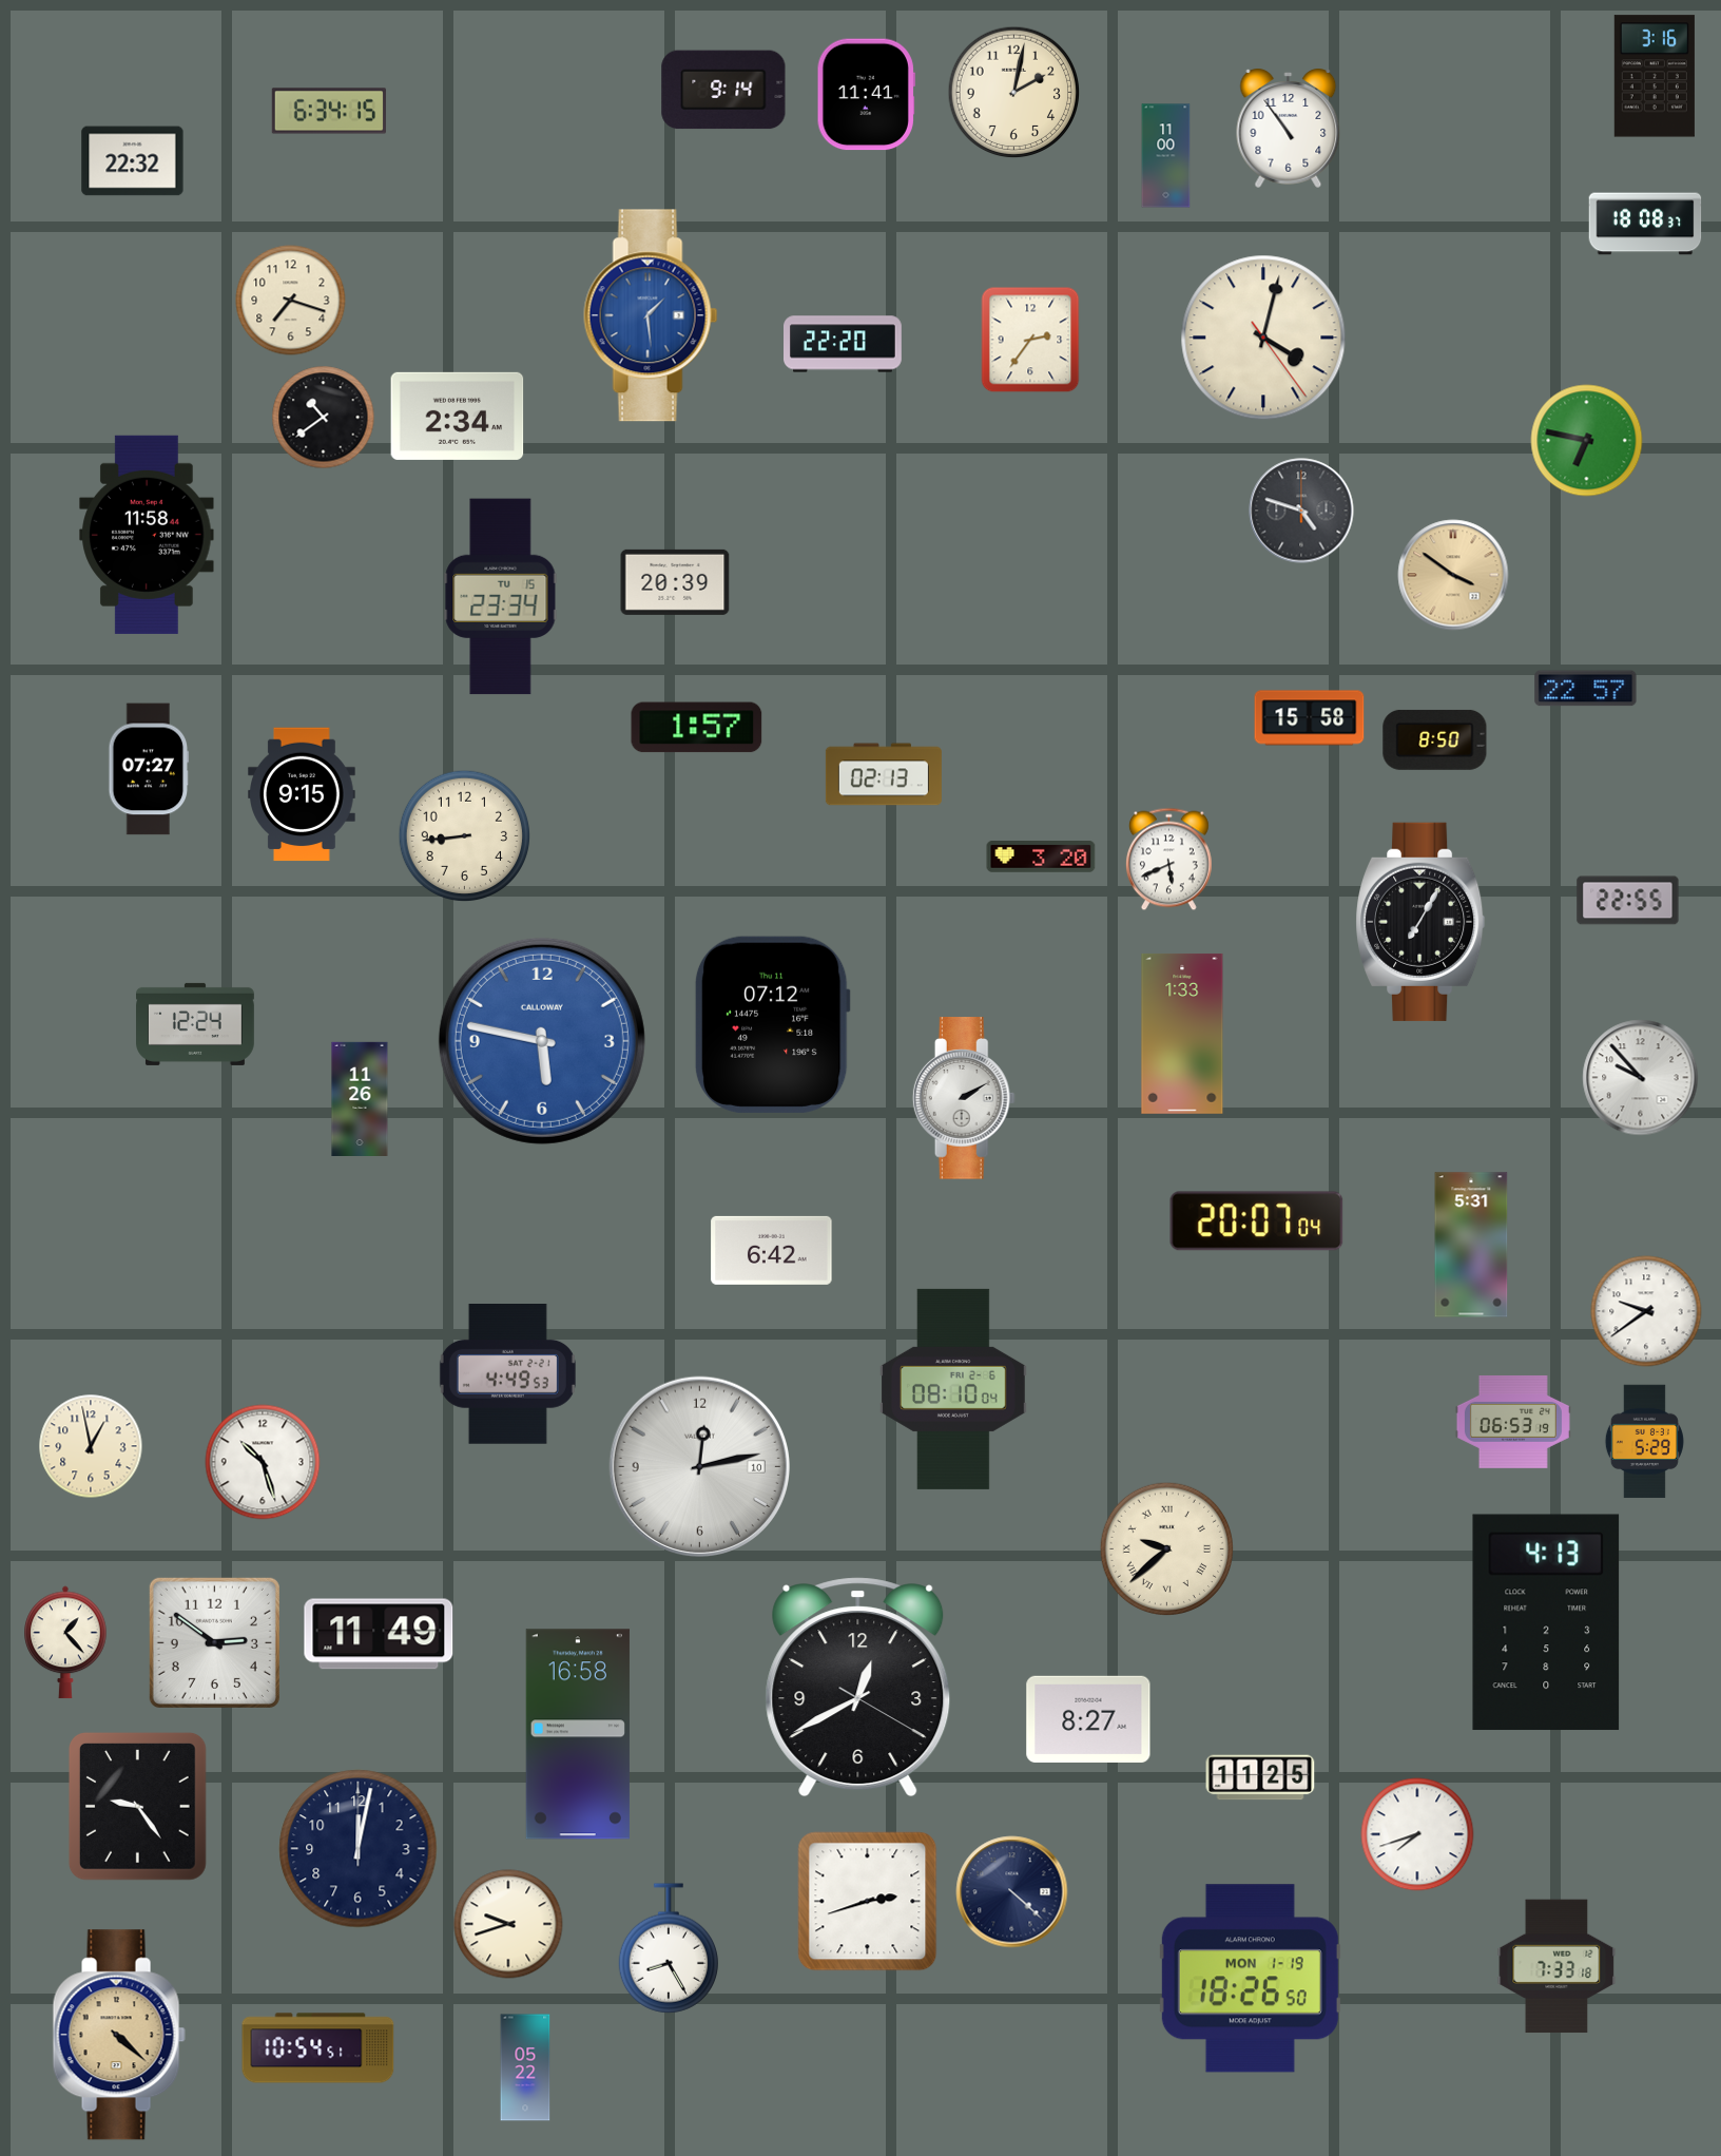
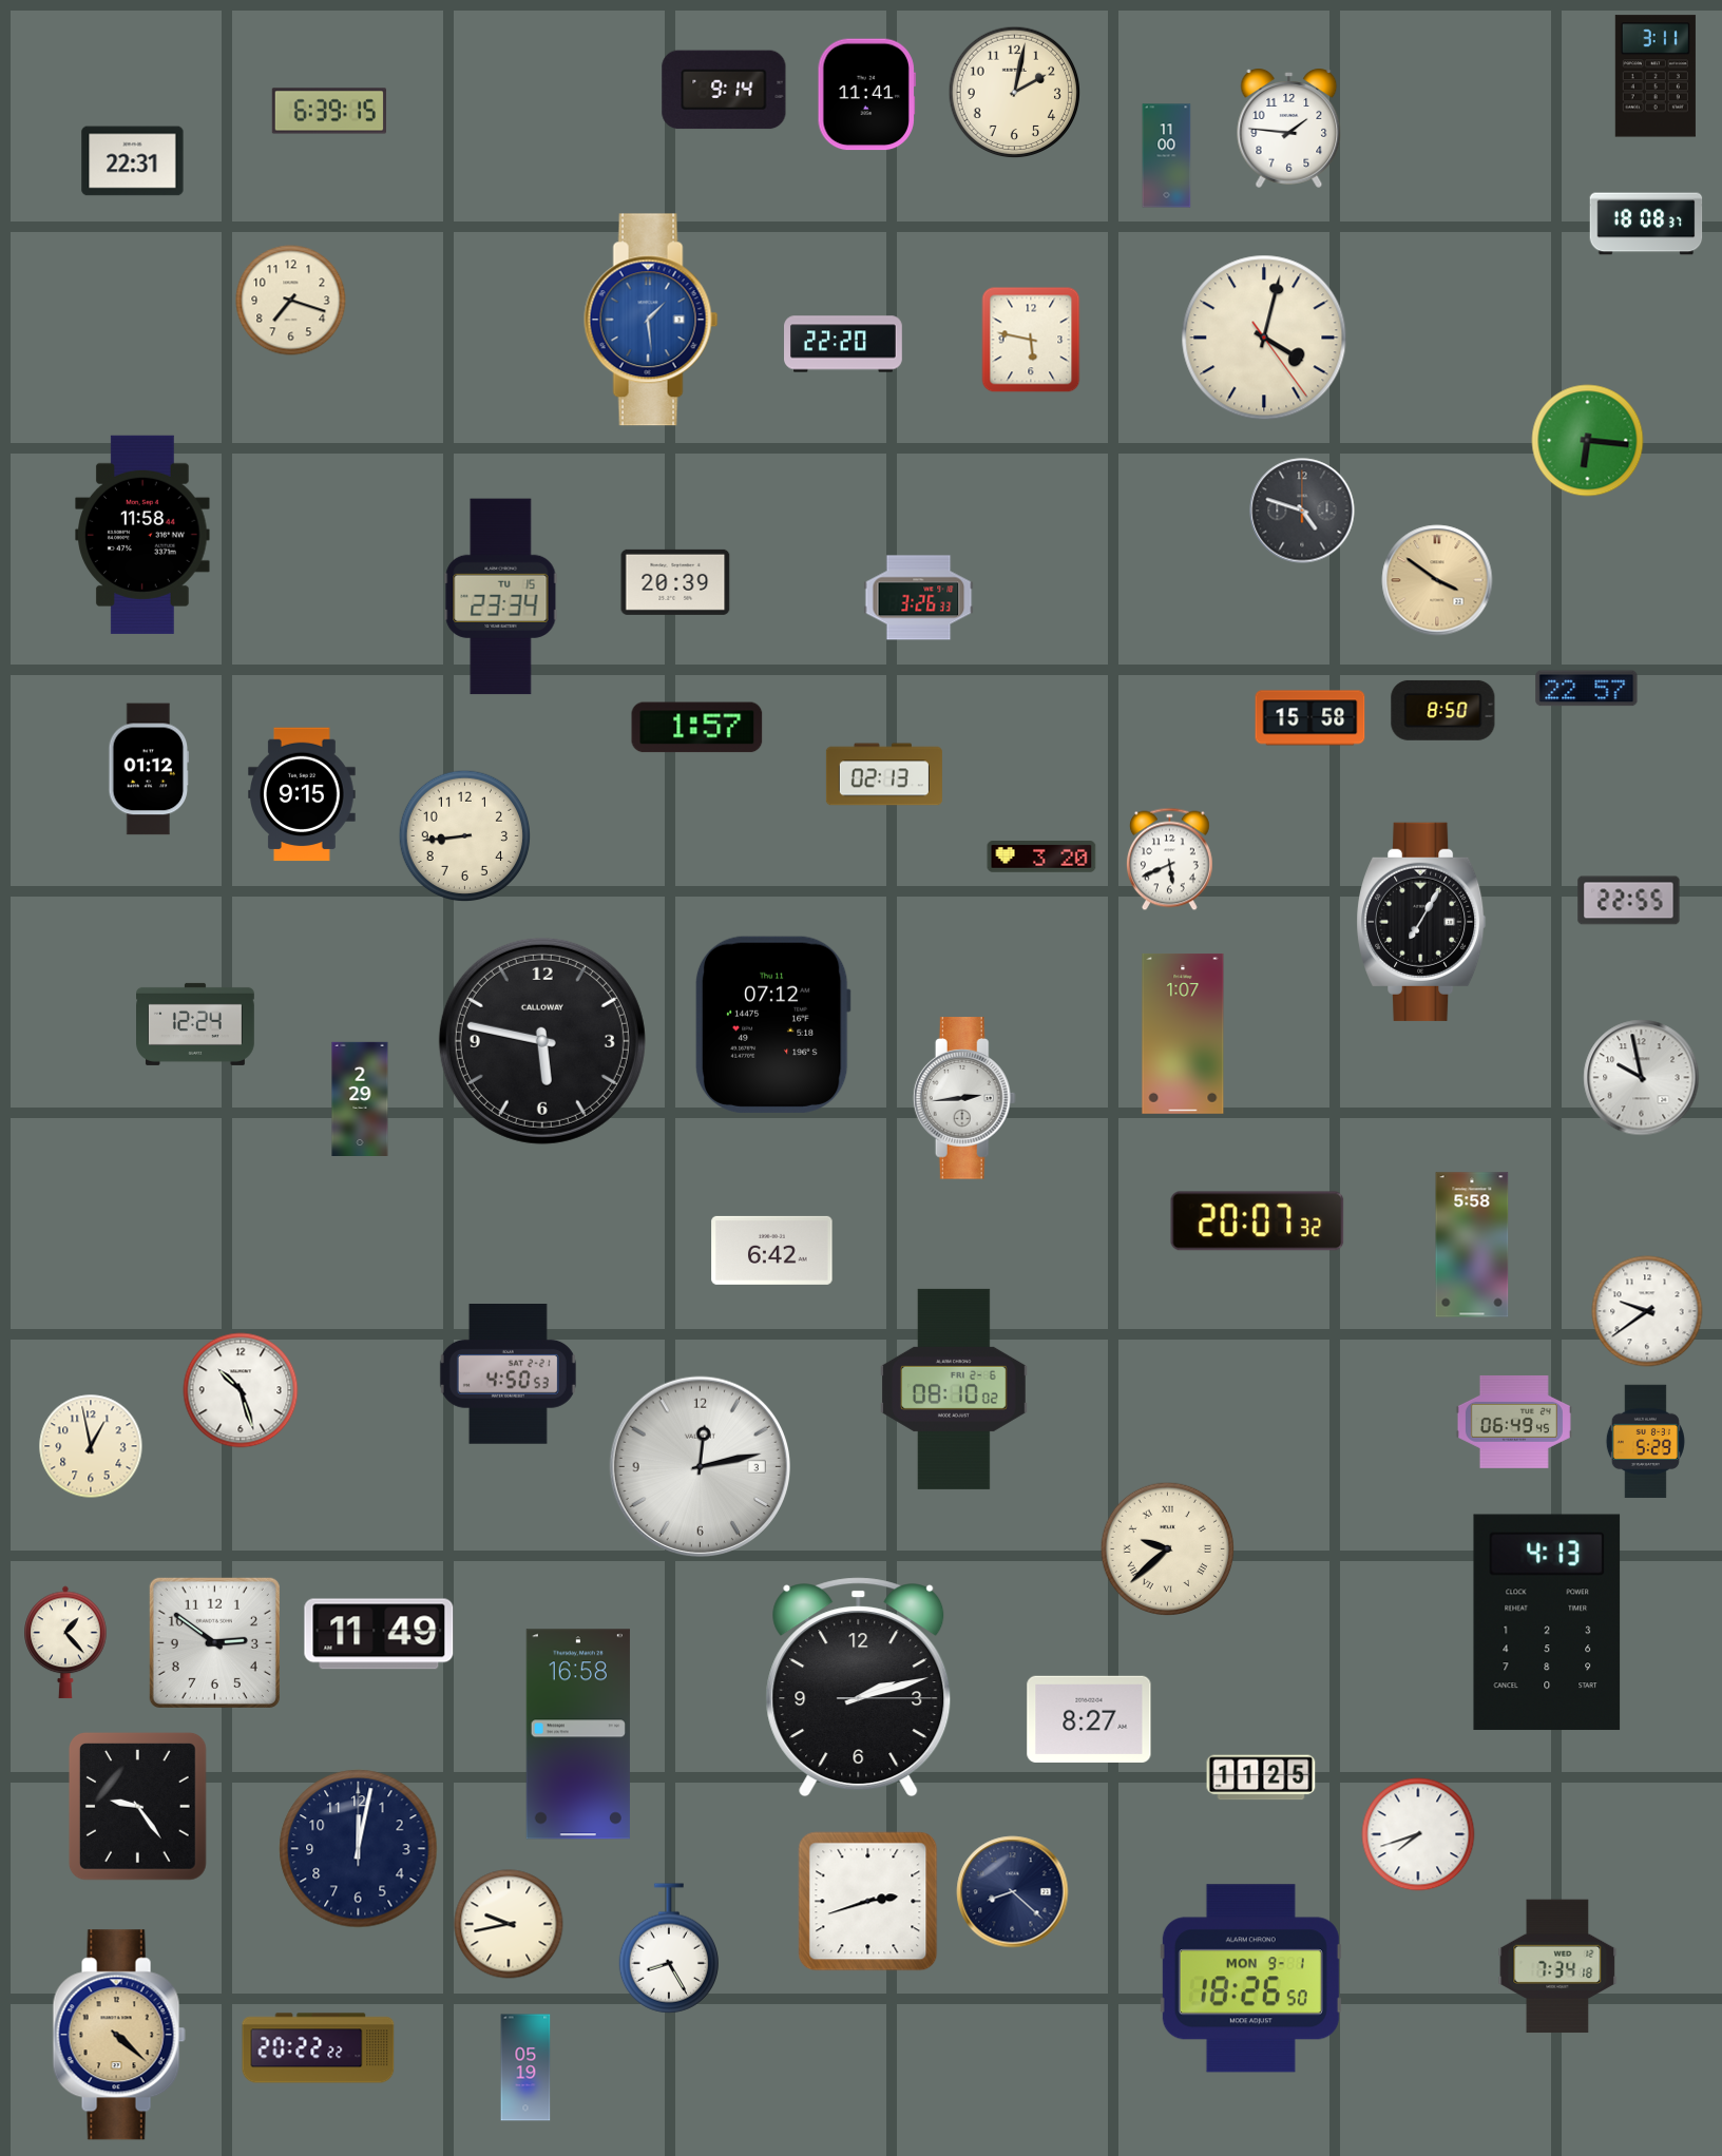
clock at (1655, 76): 3:16 -> 3:11
clock at (329, 111): 6:34 -> 6:39
clock at (1289, 128): 10:54 -> 1:46
clock at (133, 161): 22:32 -> 22:31
clock at (651, 315) position: (651, 315) -> (651, 320)
clock at (1030, 340): 2:36 -> 5:47
clock at (458, 416): 2:34 -> none
clock at (324, 418): 10:39 -> none
clock at (1587, 441): 6:47 -> 6:16
clock at (147, 535) position: (147, 535) -> (142, 535)
clock at (1453, 575) position: (1453, 575) -> (1437, 580)
clock at (919, 598): none -> 3:26
clock at (1435, 739) position: (1435, 739) -> (1443, 710)
clock at (149, 769): 07:27 -> 01:12
clock at (1182, 1034): 1:33 -> 1:07
clock at (542, 1041) dial: blue -> black
clock at (1641, 1078): 9:53 -> 9:58
clock at (360, 1098): 11:26 -> 2:29
clock at (964, 1098): 2:10 -> 2:44
clock at (1257, 1221): 20:07:04 -> 20:07:32
clock at (1471, 1245): 5:31 -> 5:58
clock at (507, 1374): 4:49 -> 4:50
clock at (954, 1389): 08:10:04 -> 08:10:02
clock at (1513, 1422): 06:53 -> 06:49
clock at (263, 1462) position: (263, 1462) -> (241, 1390)
clock at (699, 1466) date: 10 -> 3
clock at (858, 1688): 12:40 -> 2:12
clock at (1012, 1892): 4:22 -> 8:22
clock at (508, 1924): 9:42 -> 9:43
clock at (1556, 1966): 7:33 -> 7:34
clock at (1250, 1979) date: MON 1-19 -> MON 9-1
clock at (318, 2048): 10:54 -> 20:22
clock at (525, 2067): 05:22 -> 05:19
